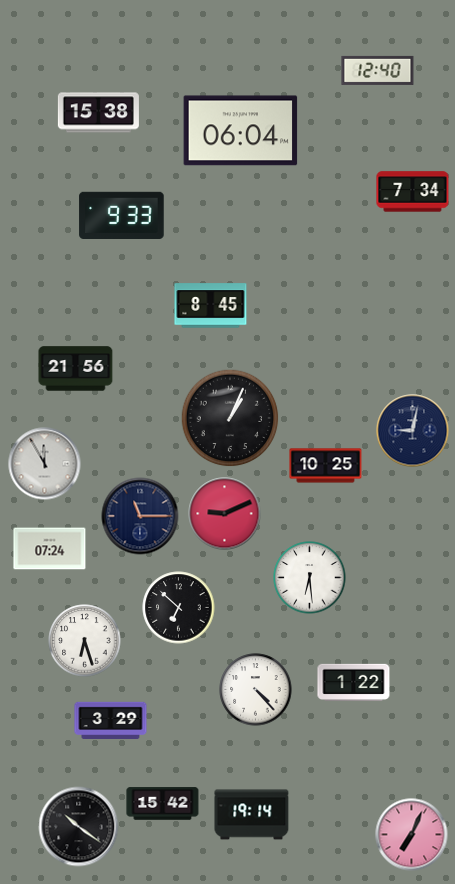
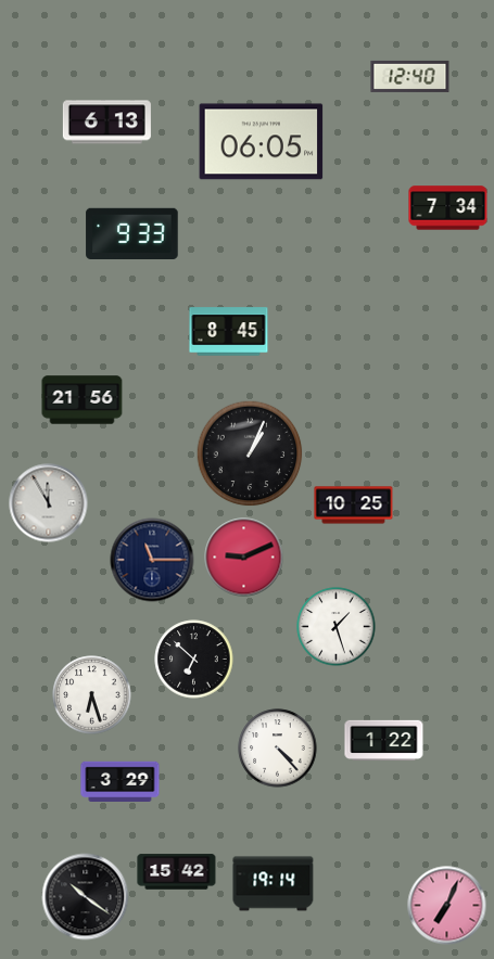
clock at (98, 113): 15:38 -> 6:13
clock at (241, 131): 06:04 -> 06:05
clock at (413, 431): 9:02 -> none
clock at (50, 549): 07:24 -> none
clock at (310, 578): 6:29 -> 1:27
